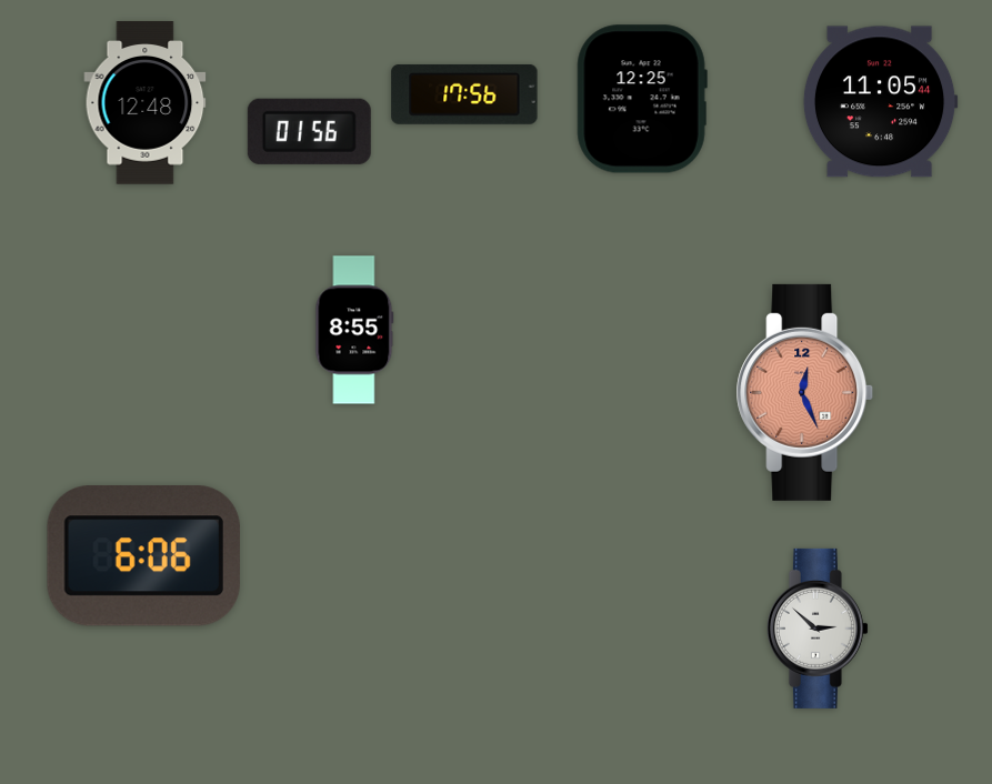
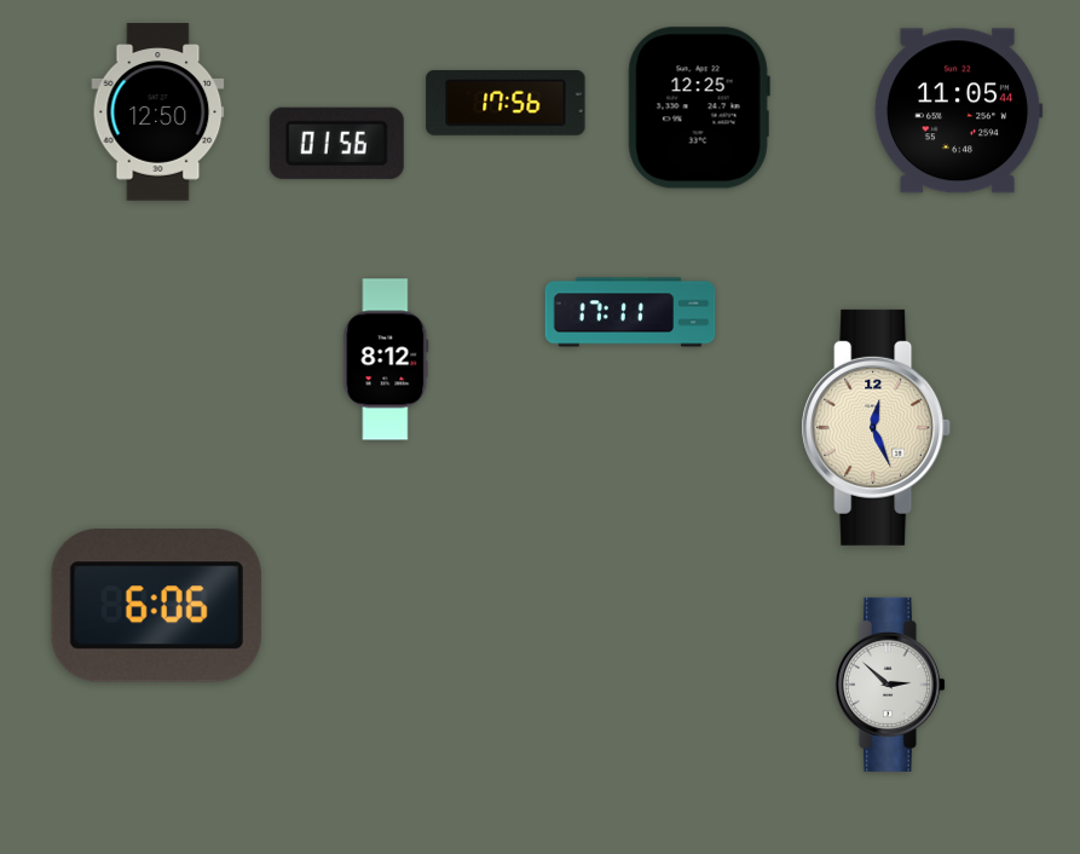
clock at (146, 103): 12:48 -> 12:50
clock at (630, 312): none -> 17:11
clock at (354, 330): 8:55 -> 8:12
clock at (805, 392) dial: salmon -> cream
